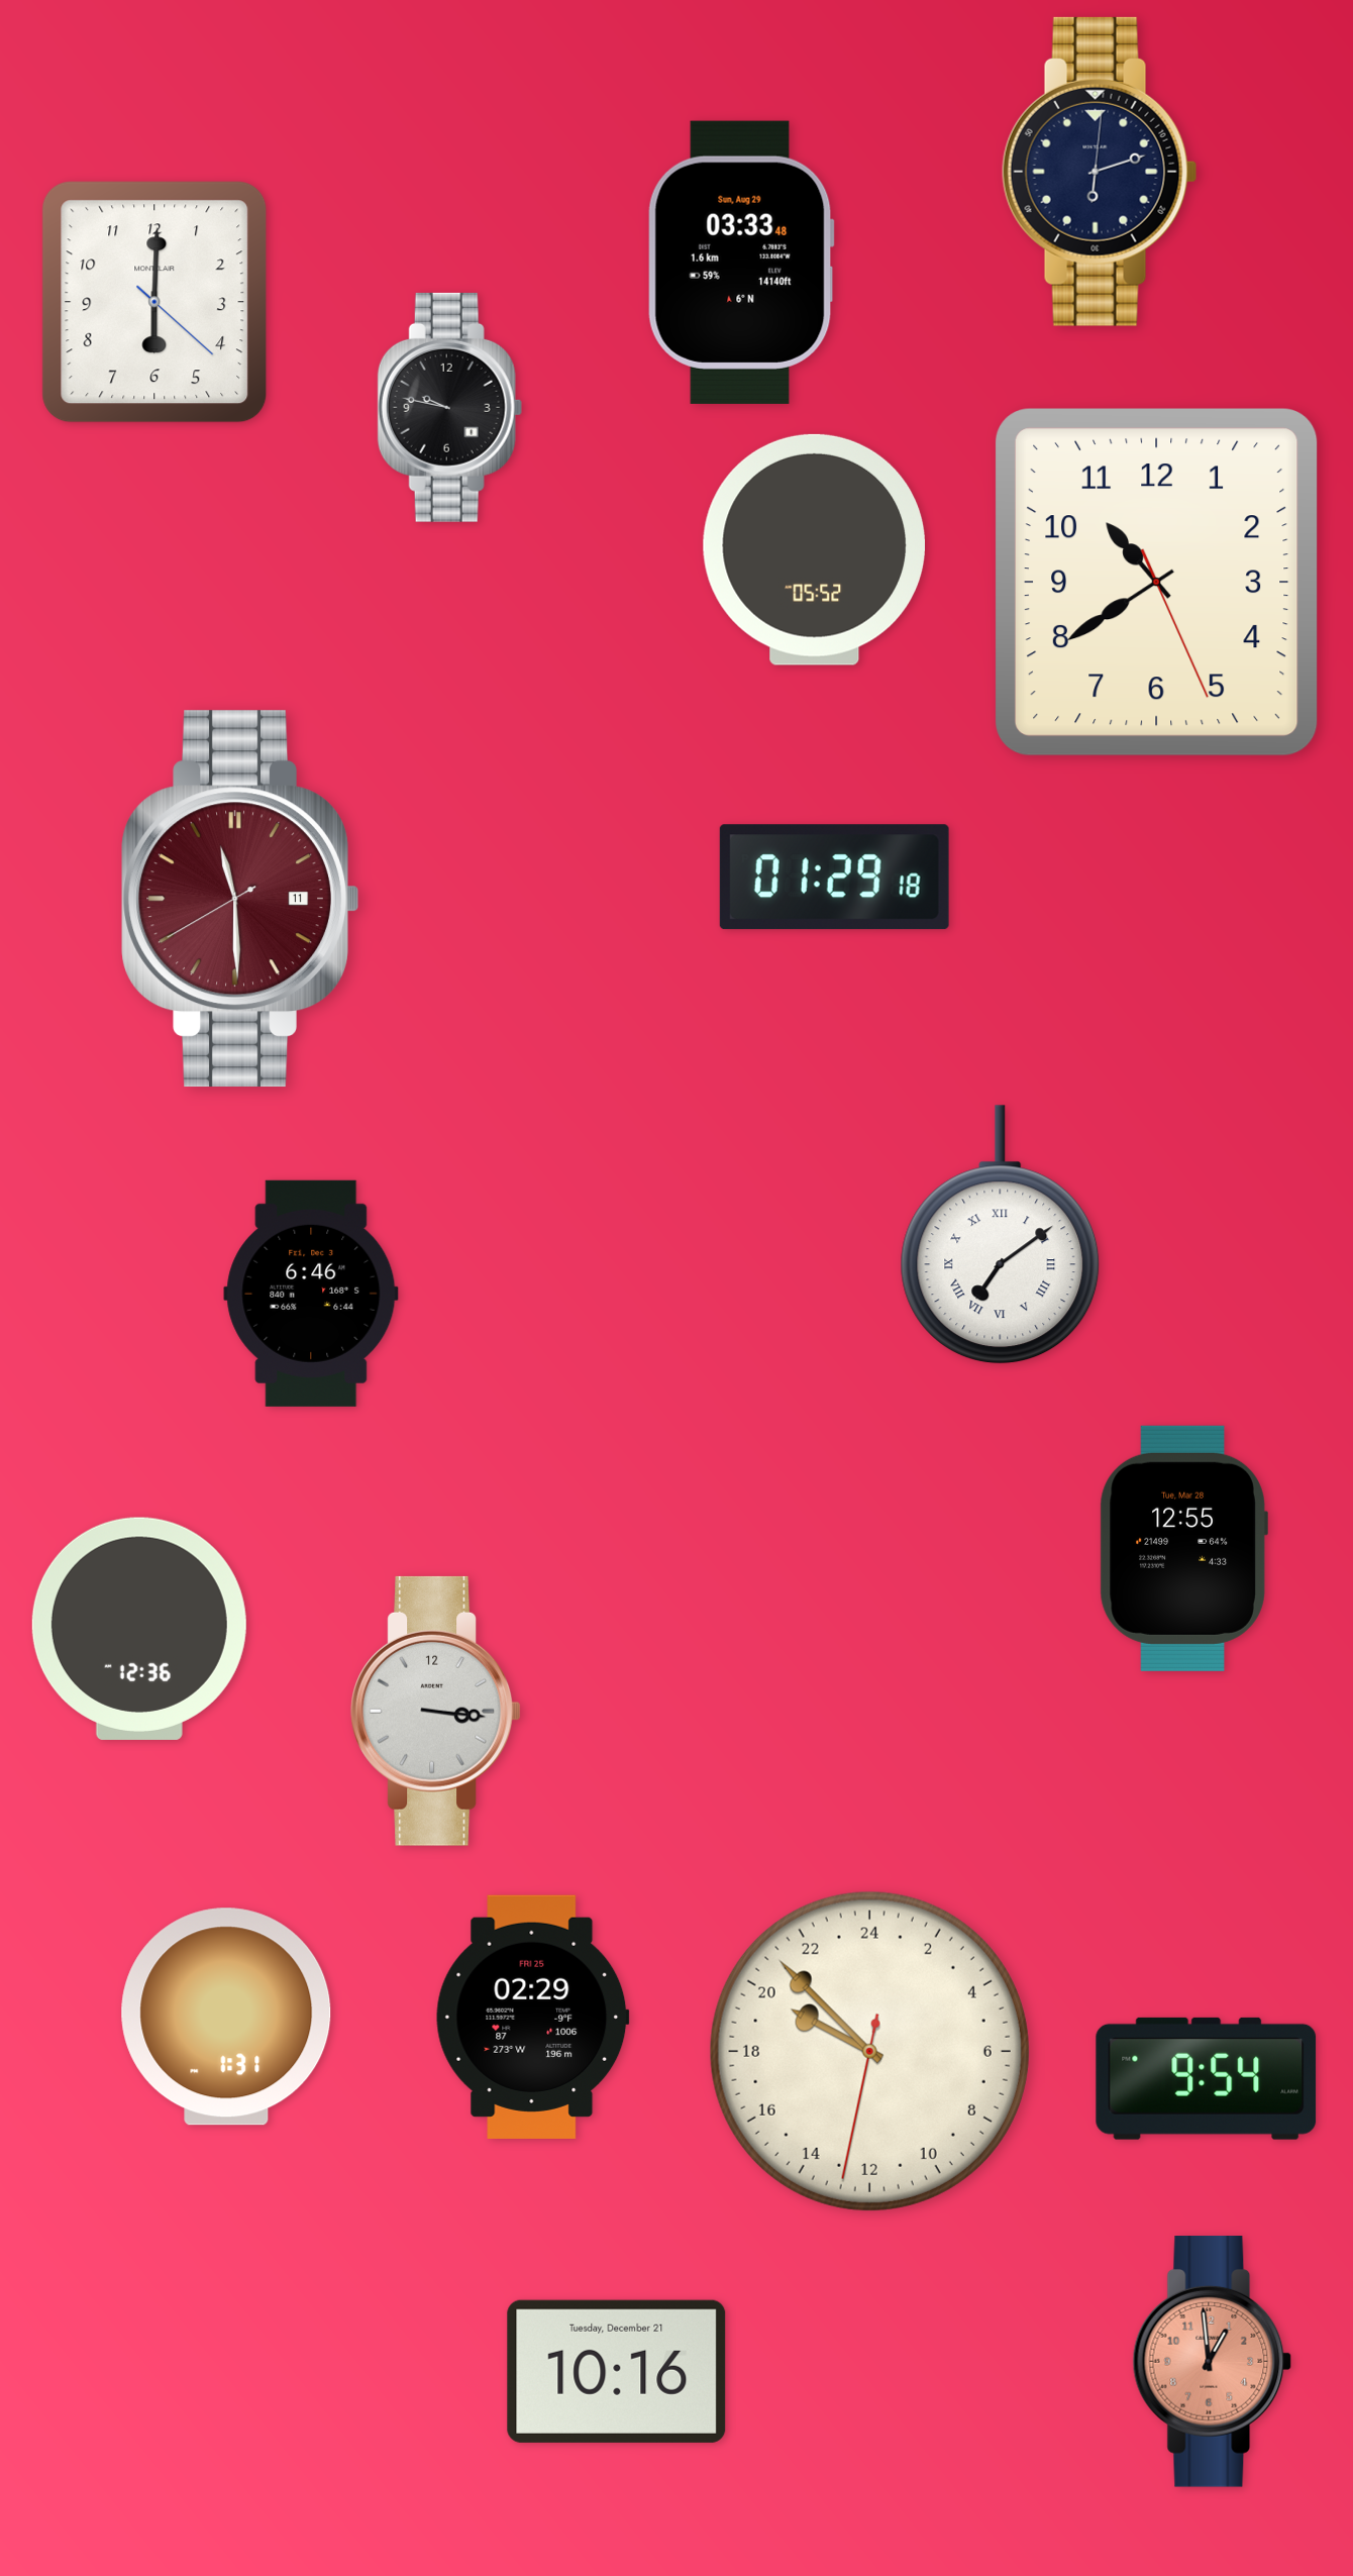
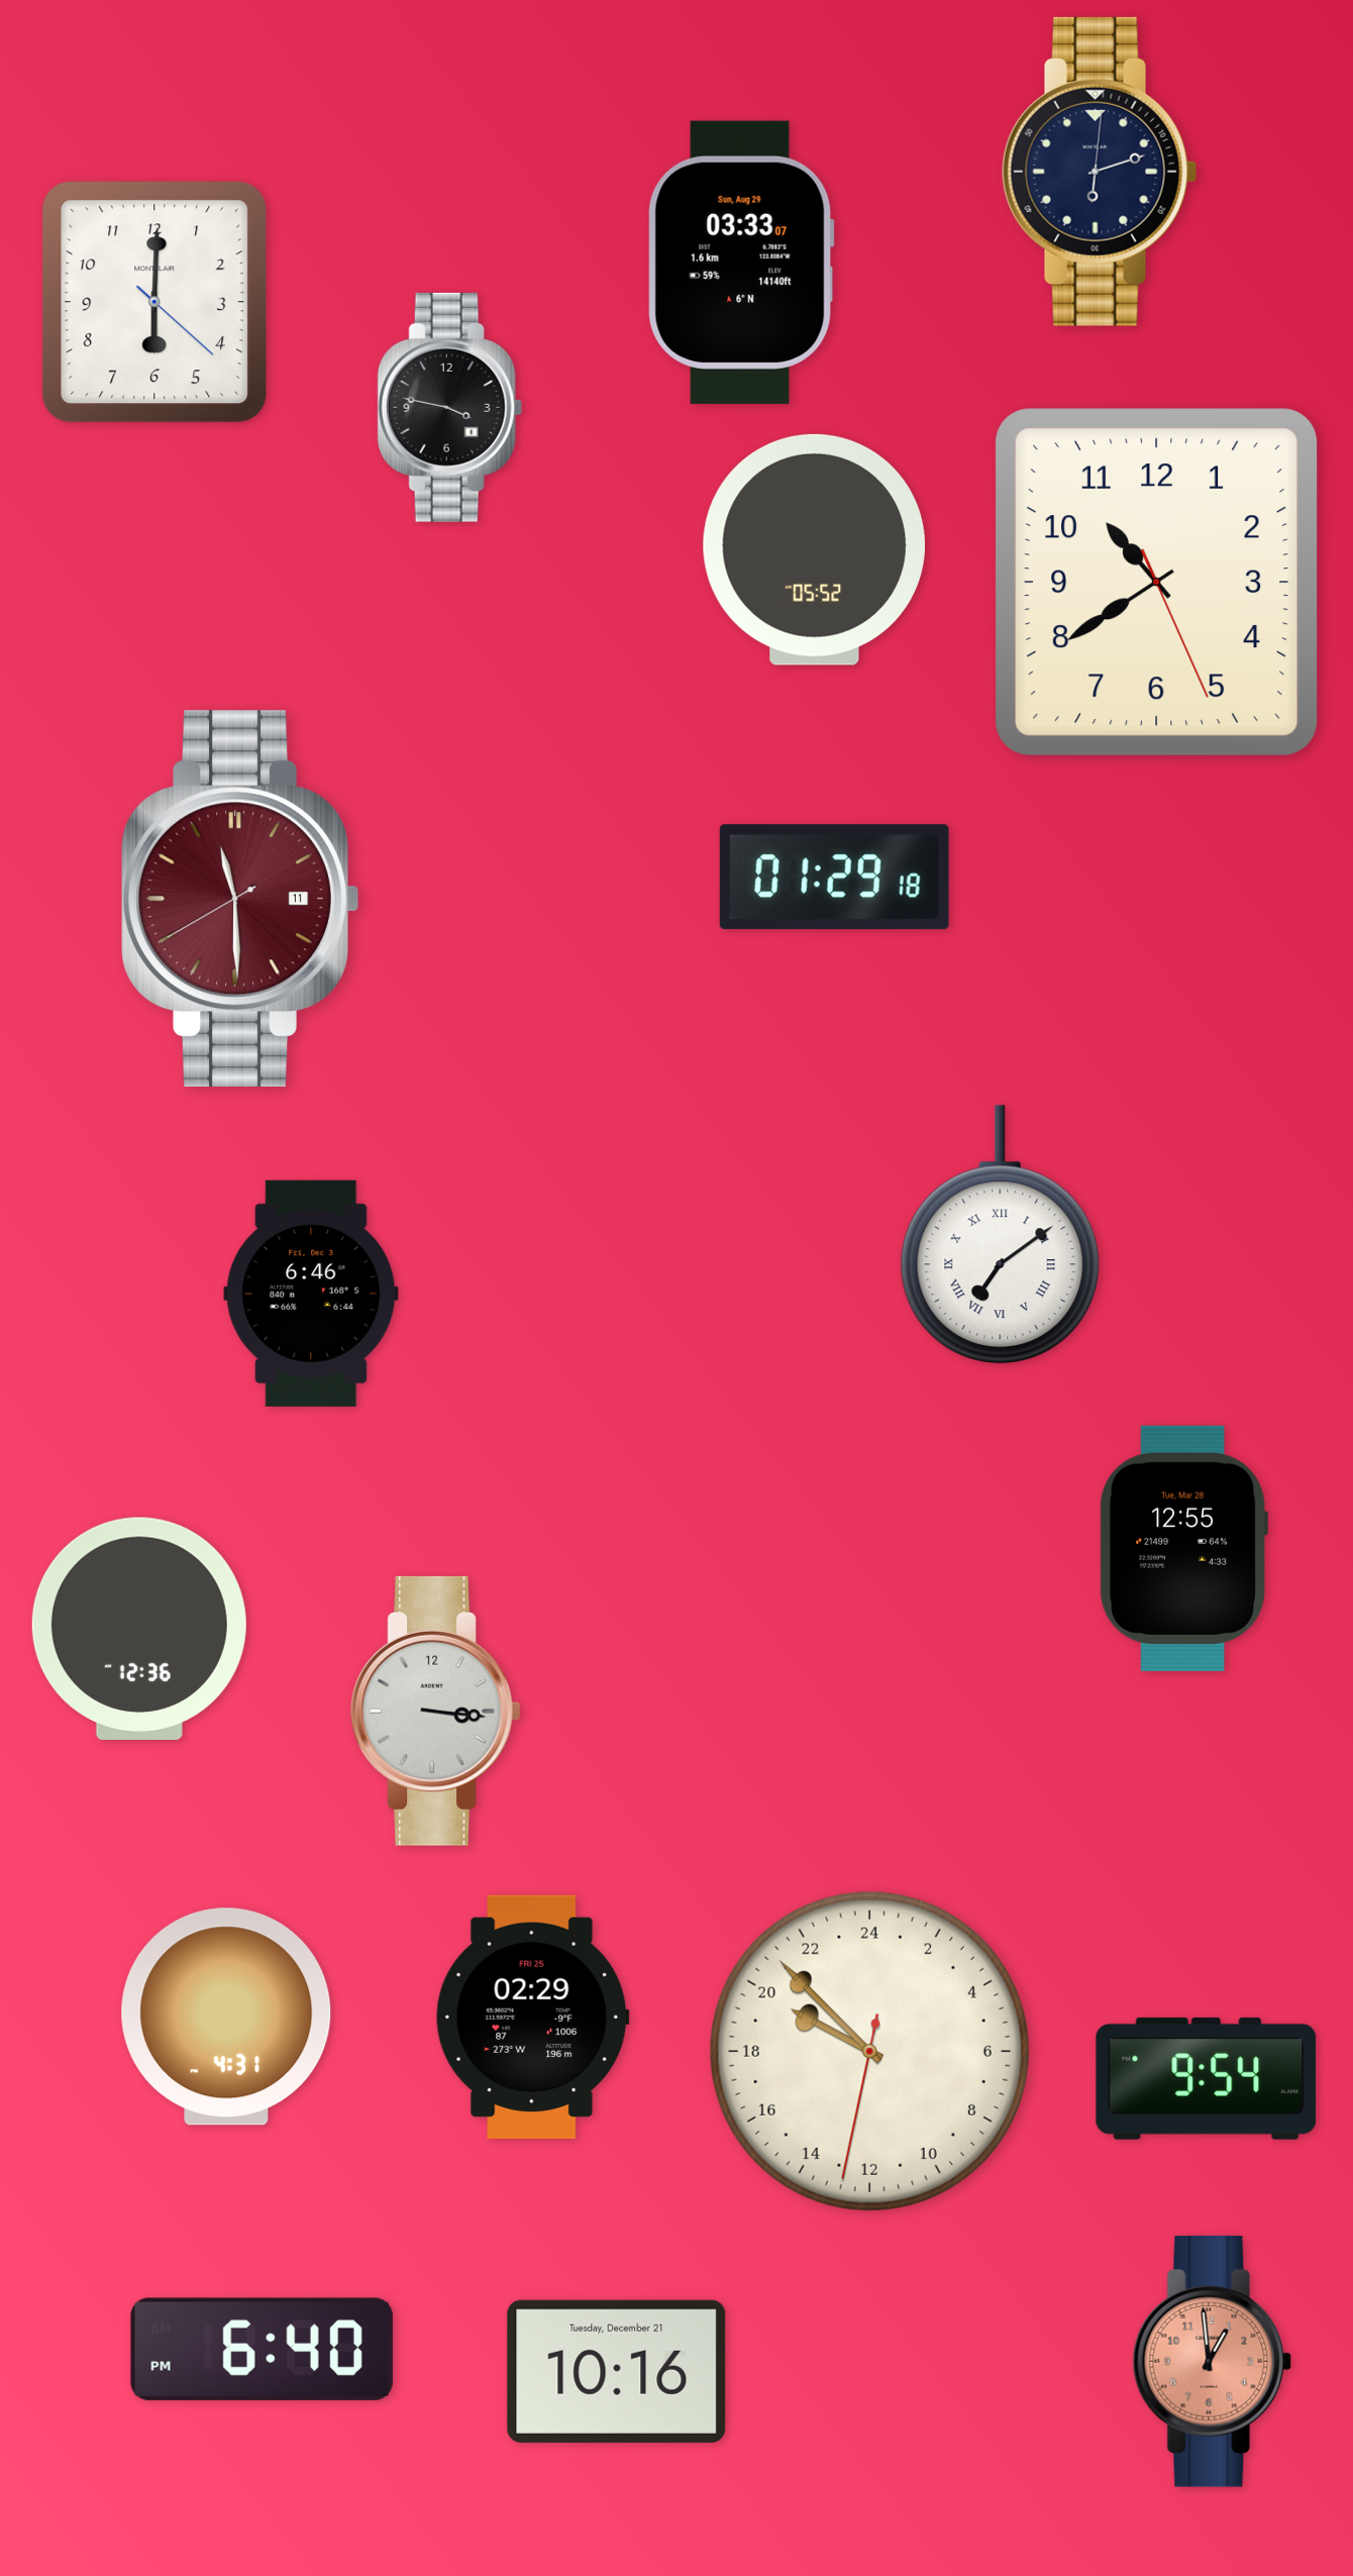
clock at (741, 263): 03:33:48 -> 03:33:07
clock at (449, 407): 9:47 -> 3:47
clock at (226, 2017): 1:31 -> 4:31
clock at (262, 2349): none -> 6:40
